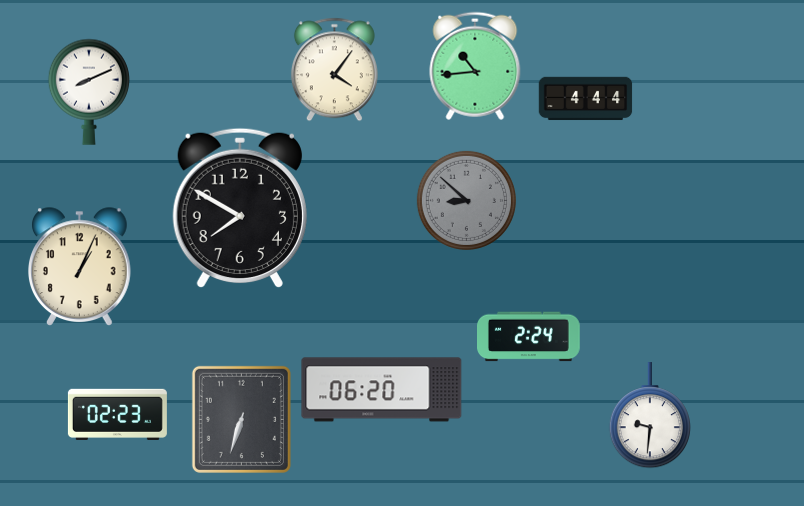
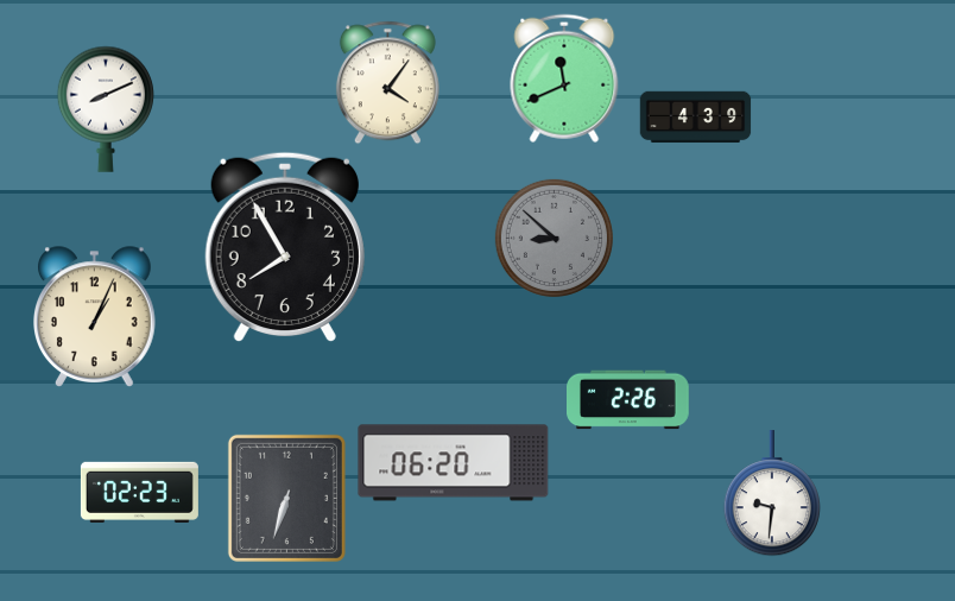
clock at (475, 66): 10:44 -> 11:41
clock at (334, 70) position: (334, 70) -> (387, 83)
clock at (586, 99): 4:44 -> 4:39
clock at (240, 208): 7:50 -> 7:55
clock at (529, 337): 2:24 -> 2:26
